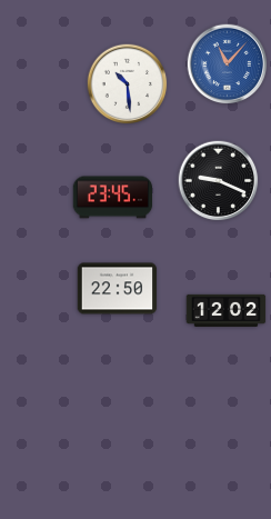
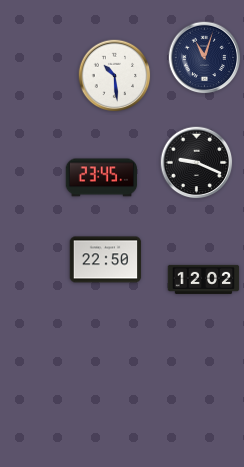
clock at (228, 64): 11:07 -> 11:03
clock at (228, 64) dial: blue -> navy
